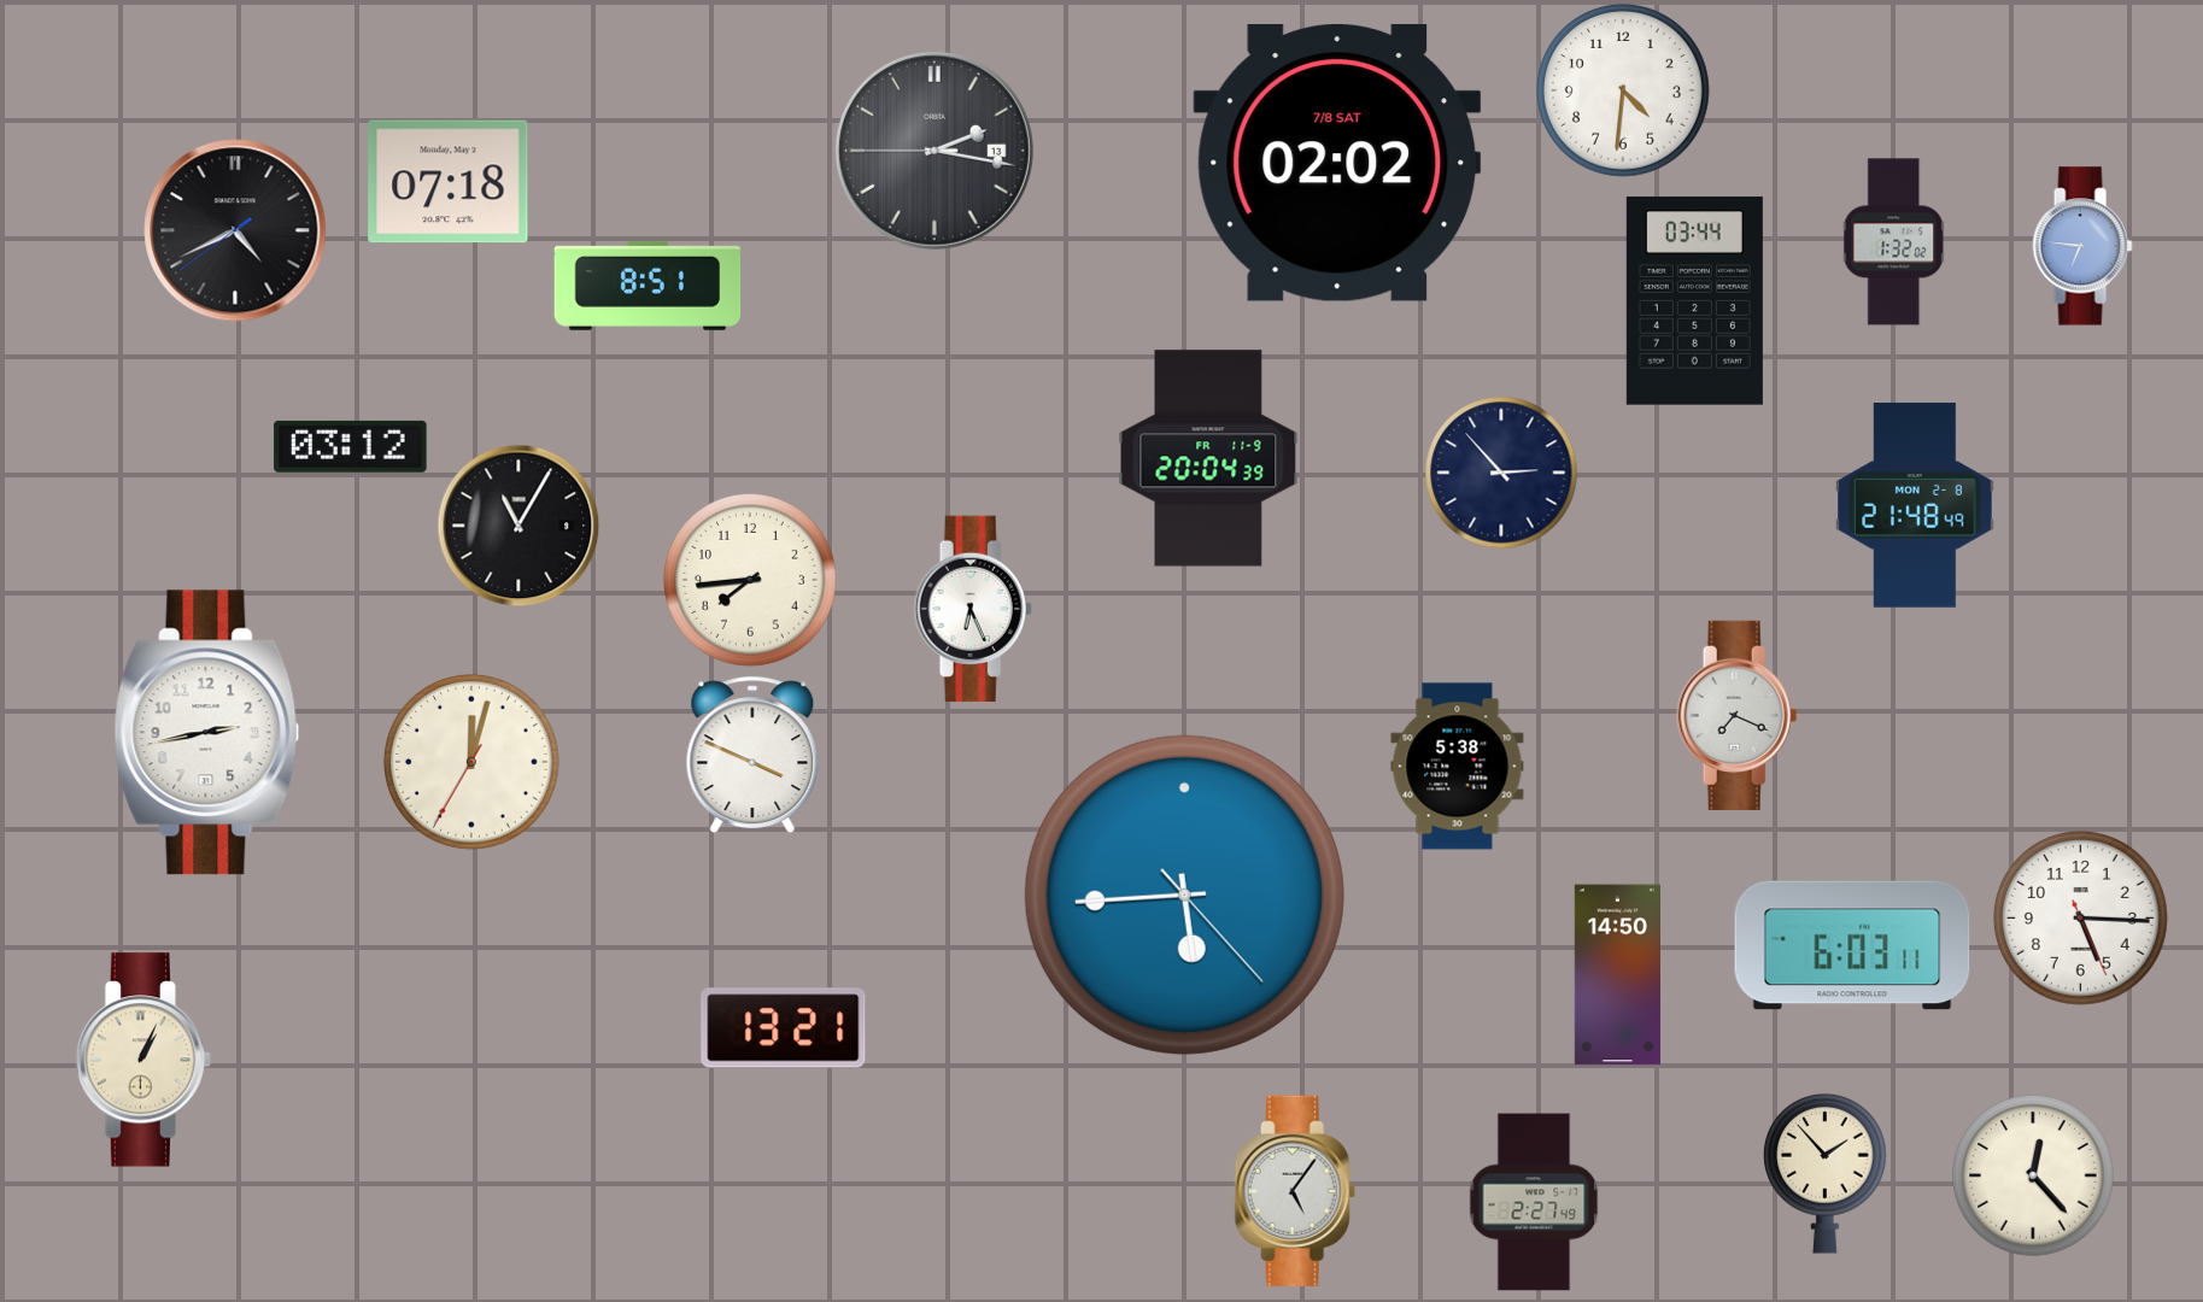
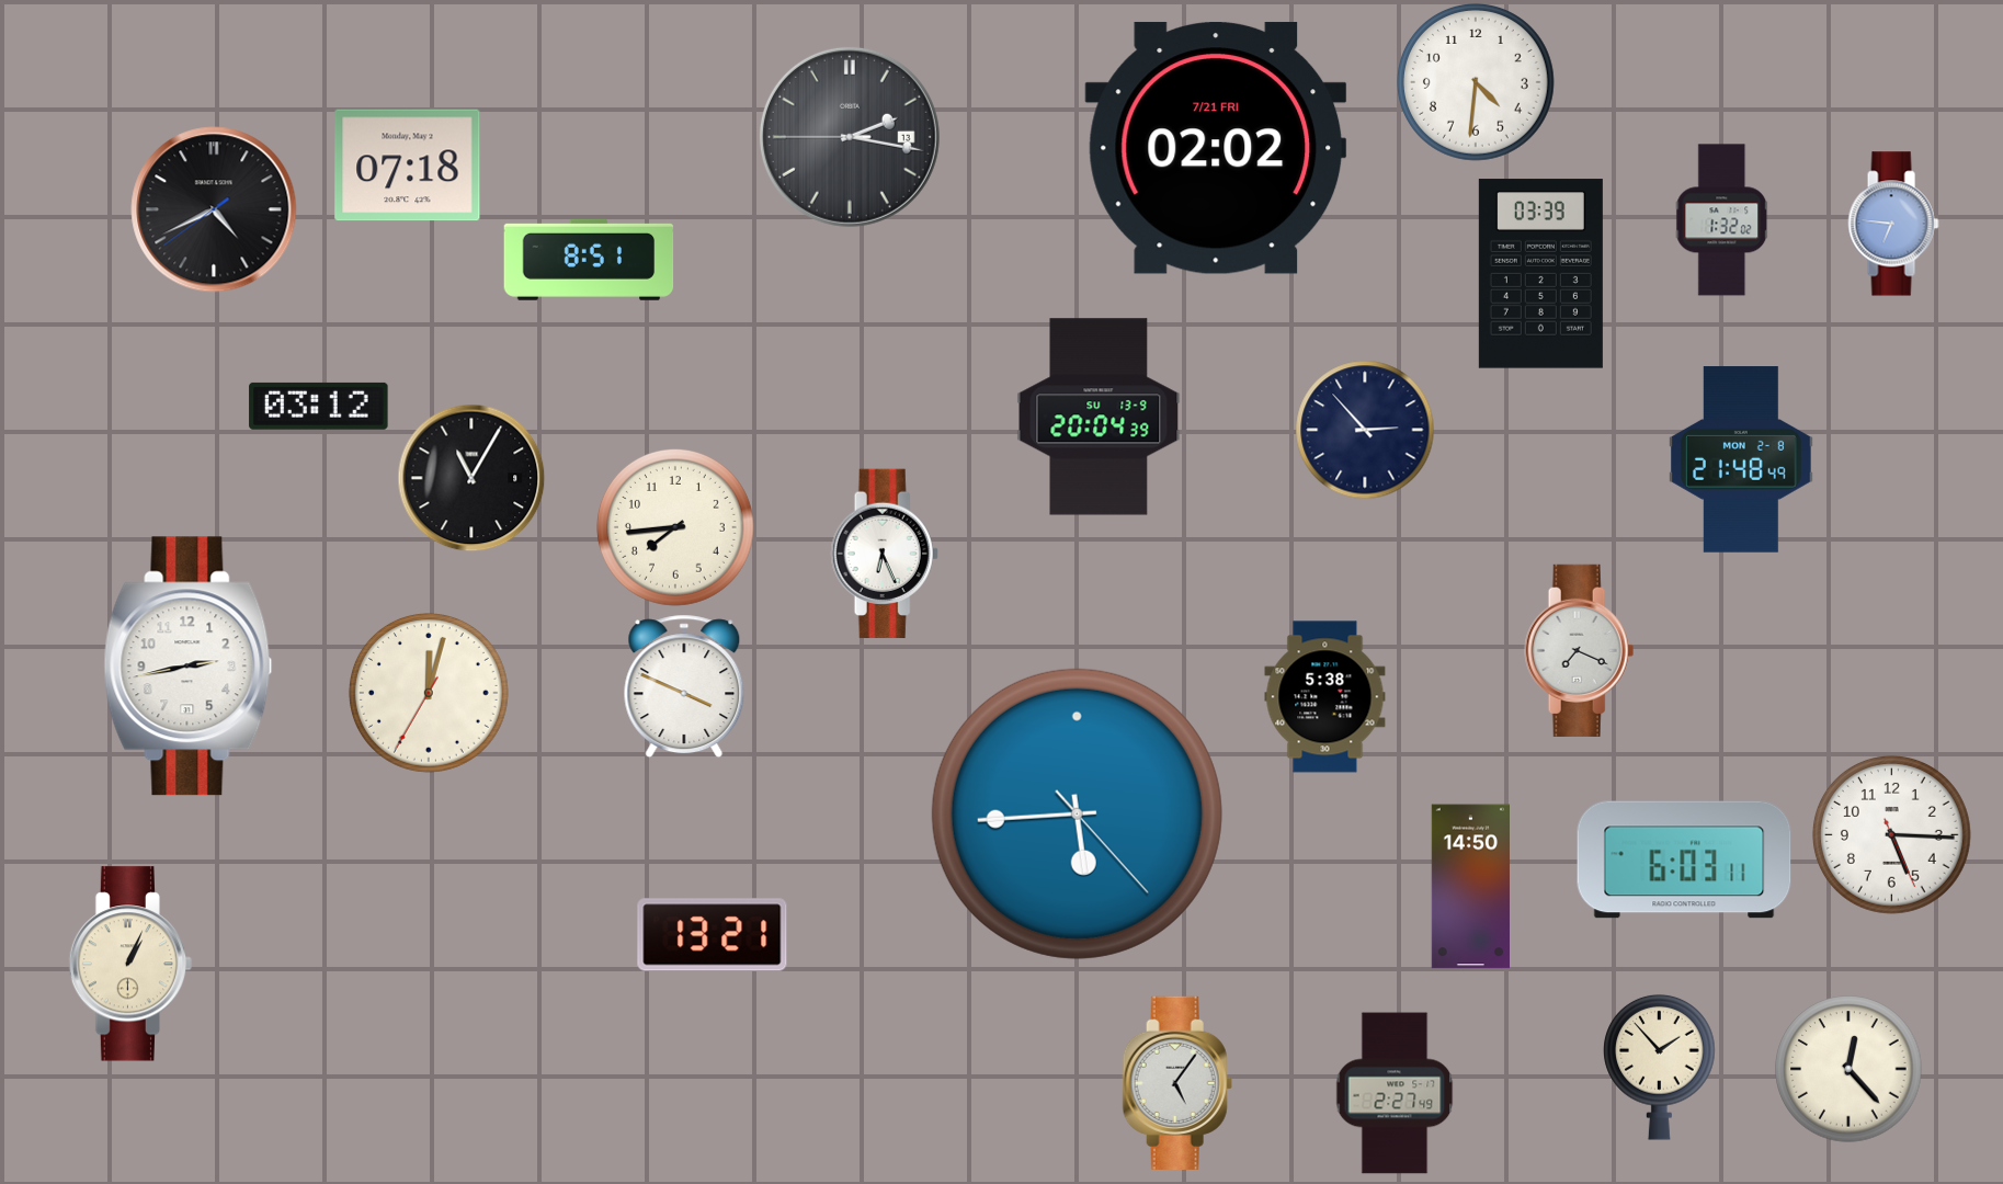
clock at (1337, 163) date: 7/8 SAT -> 7/21 FRI
clock at (1694, 301): 03:44 -> 03:39
clock at (1208, 458) date: FR 11-9 -> SU 13-9
clock at (750, 580) position: (750, 580) -> (675, 527)
